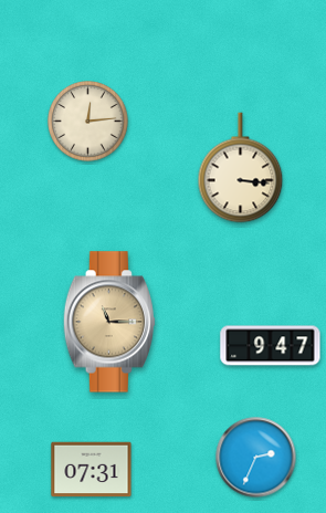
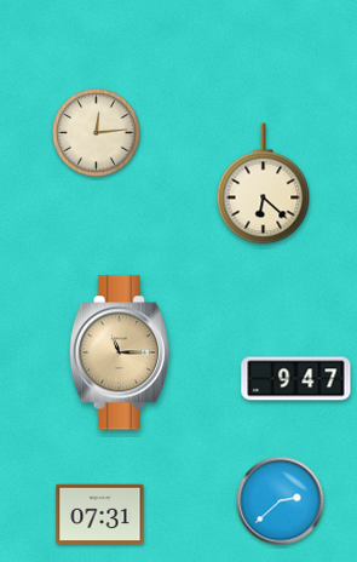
clock at (241, 168): 3:16 -> 6:22
clock at (256, 458): 2:34 -> 2:38
